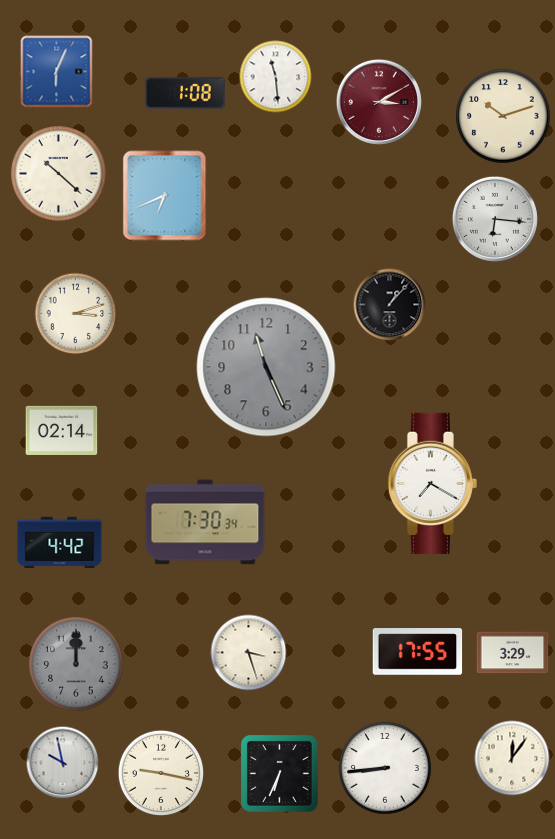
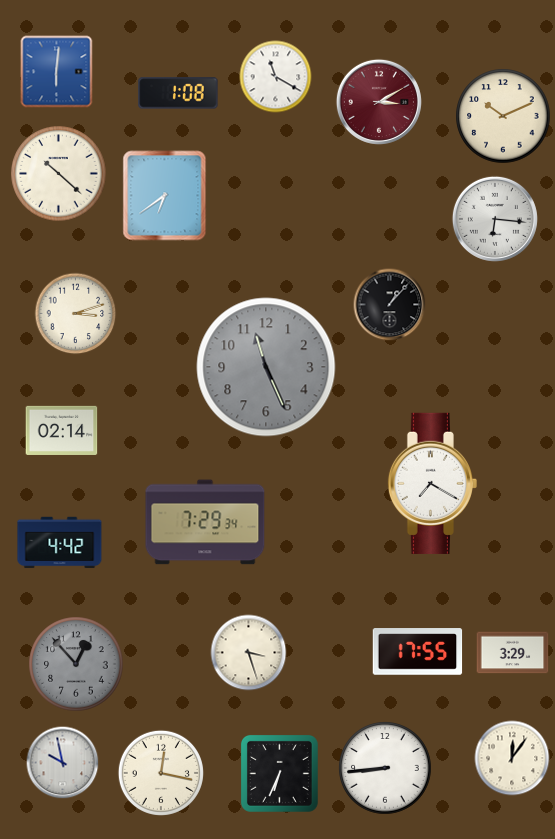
clock at (57, 72): 6:04 -> 6:01
clock at (276, 77): 11:29 -> 11:20
clock at (185, 93) position: (185, 93) -> (178, 93)
clock at (503, 116): 10:12 -> 10:11
clock at (165, 196): 6:41 -> 6:39
clock at (205, 522): 7:30 -> 7:29
clock at (76, 664): 12:00 -> 12:53
clock at (161, 773): 9:17 -> 12:17
